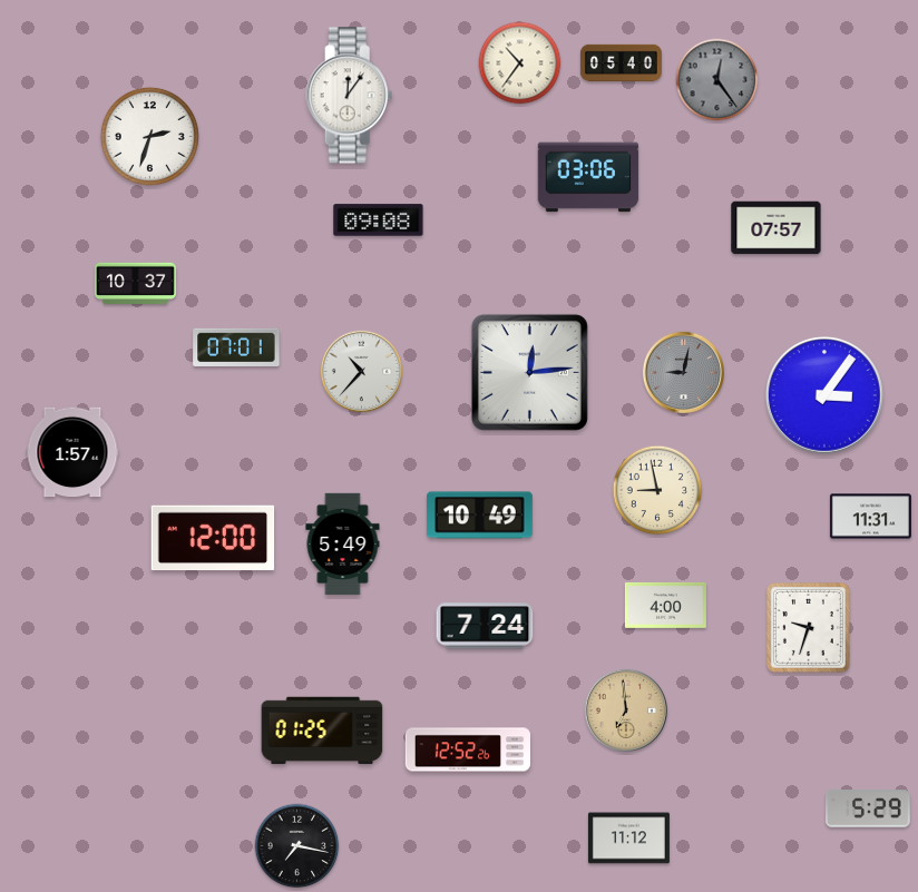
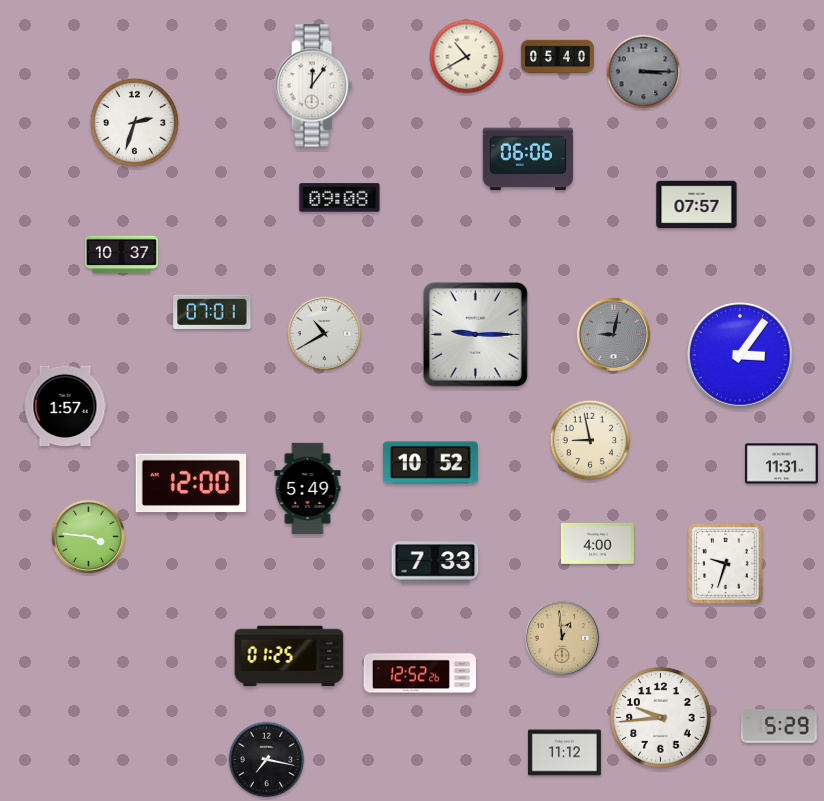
clock at (520, 63): 10:36 -> 10:40
clock at (717, 80): 12:24 -> 3:15
clock at (588, 177): 03:06 -> 06:06
clock at (361, 371): 10:37 -> 10:40
clock at (529, 372): 12:14 -> 9:15
clock at (479, 516): 10:49 -> 10:52
clock at (88, 536): none -> 3:46
clock at (485, 626): 7:24 -> 7:33
clock at (625, 709): 6:59 -> 12:59
clock at (661, 718): none -> 9:44
